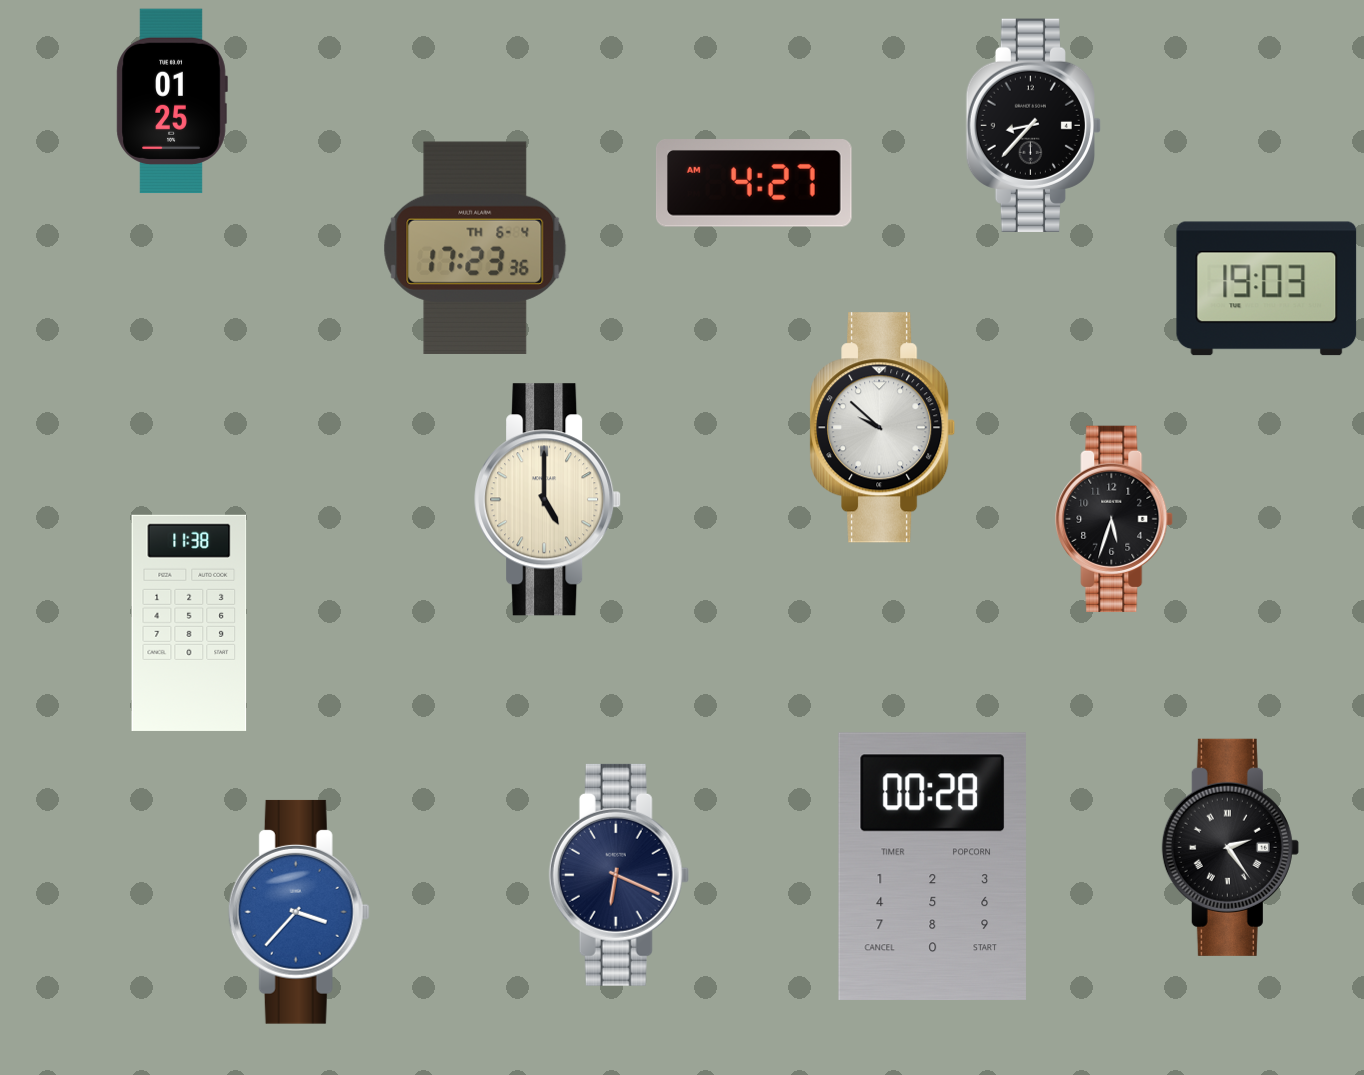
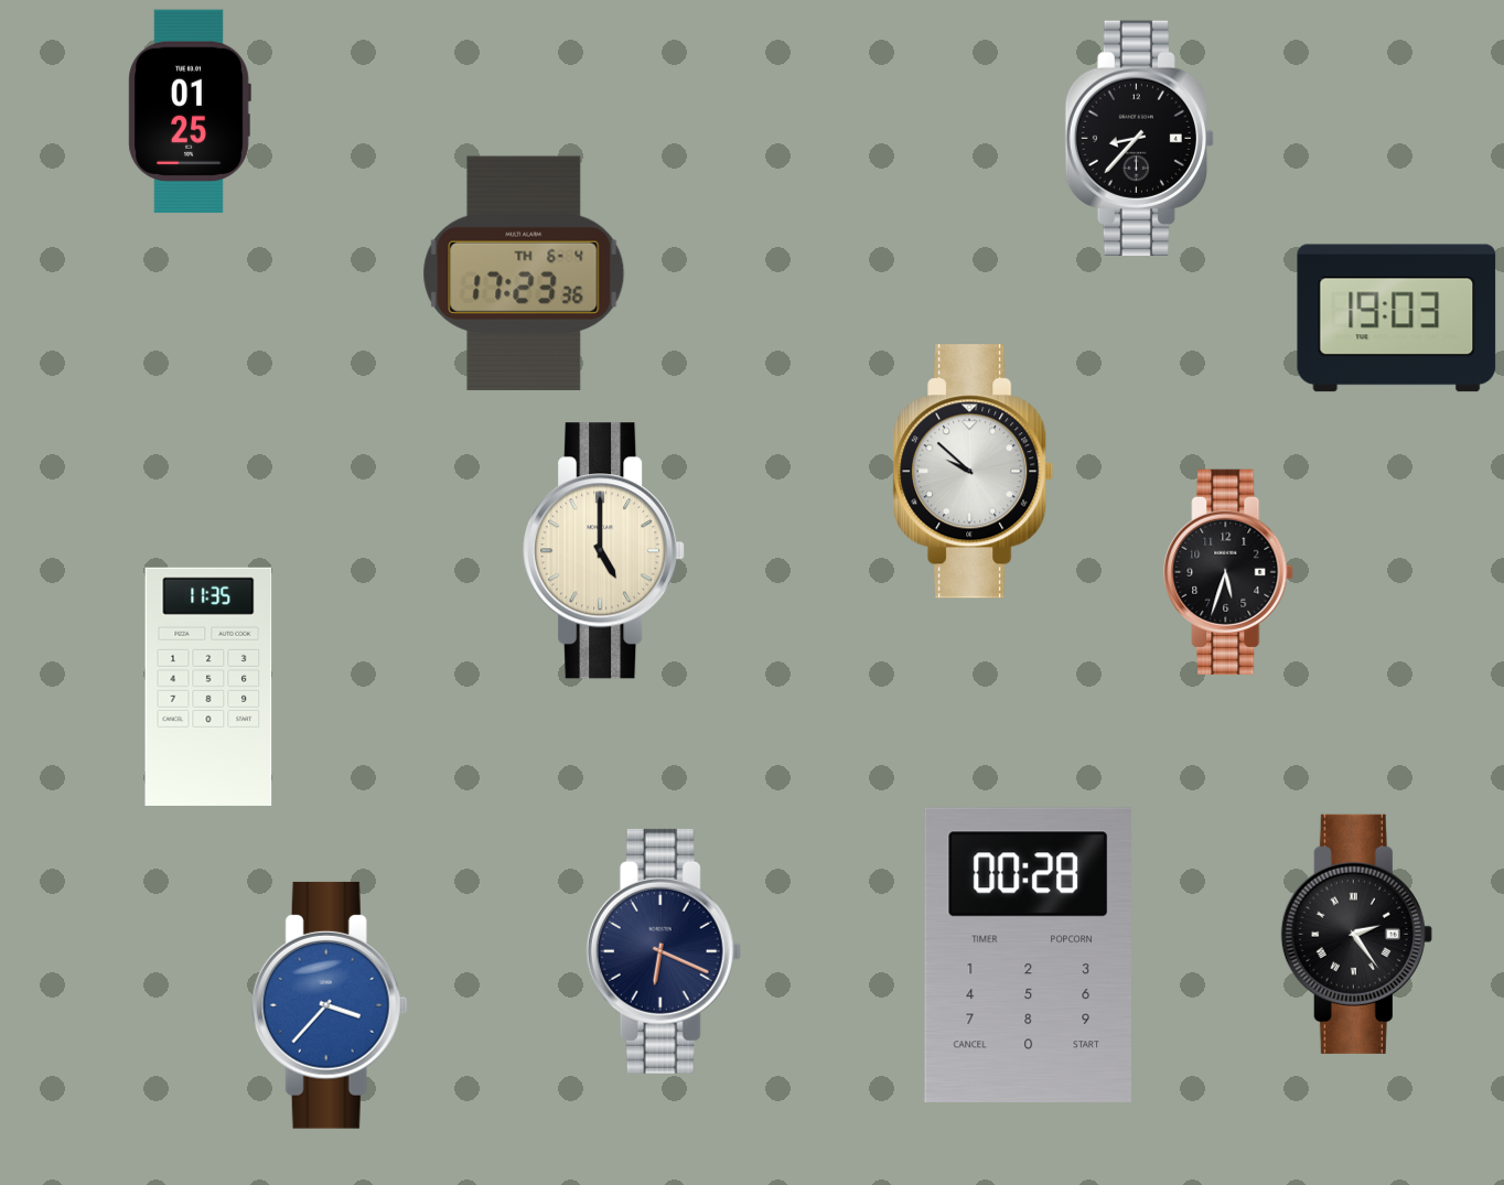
clock at (754, 183): 4:27 -> none
clock at (189, 623): 11:38 -> 11:35
clock at (619, 875) position: (619, 875) -> (664, 951)
